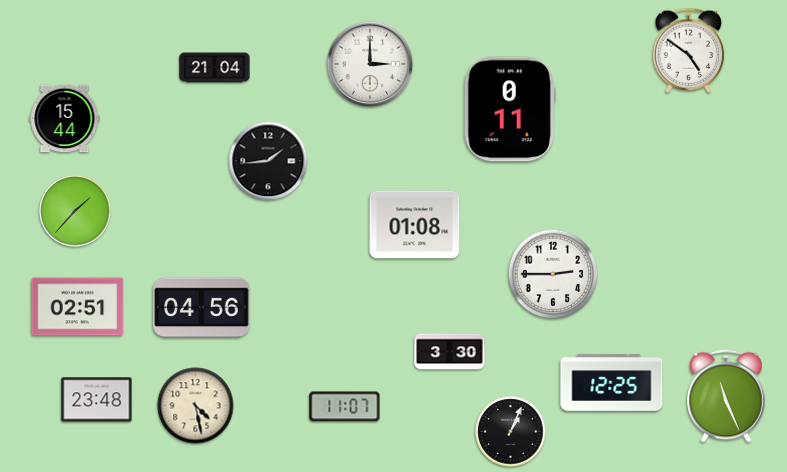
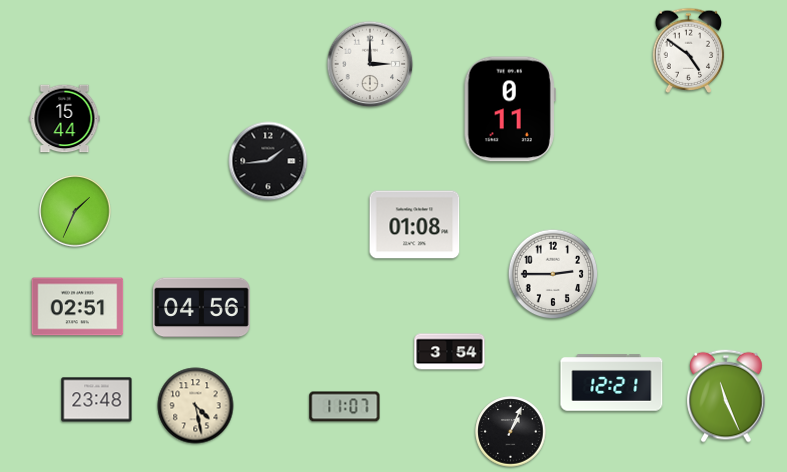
clock at (215, 68): 21:04 -> none
clock at (75, 211): 1:37 -> 1:34
clock at (450, 352): 3:30 -> 3:54
clock at (612, 383): 12:25 -> 12:21
